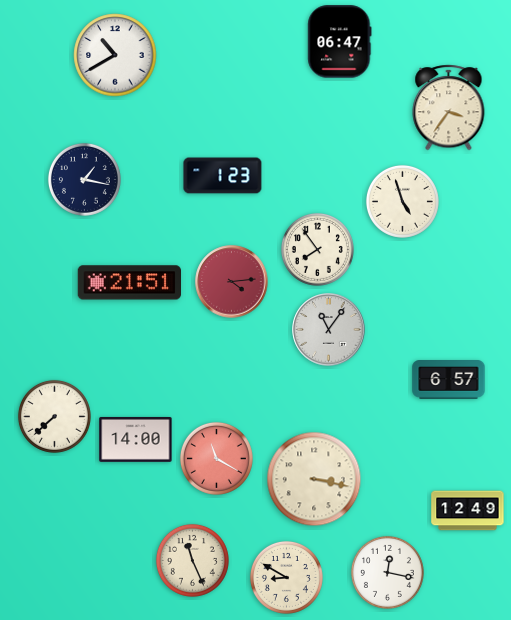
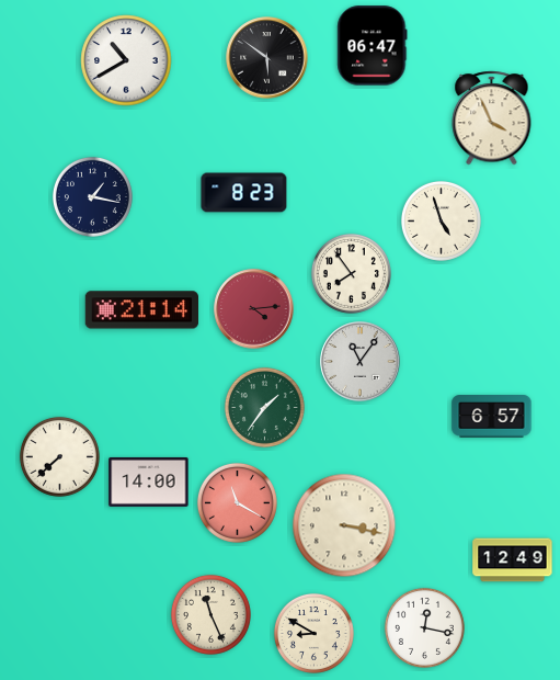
clock at (267, 58): none -> 5:51
clock at (449, 108): 3:36 -> 3:56
clock at (223, 176): 1:23 -> 8:23
clock at (317, 249) position: (317, 249) -> (351, 273)
clock at (129, 283): 21:51 -> 21:14
clock at (264, 407): none -> 1:36
